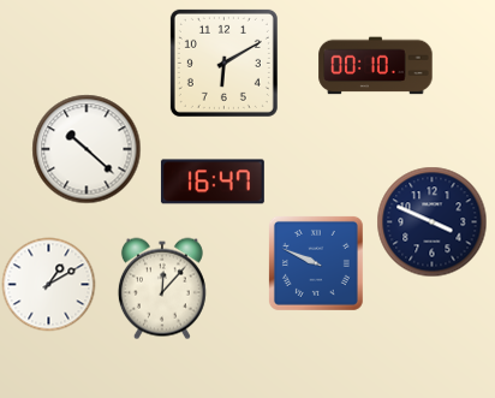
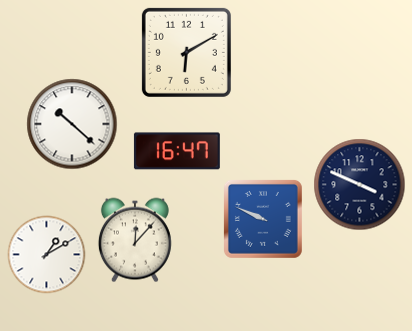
clock at (376, 66): 00:10 -> none
clock at (48, 284) position: (48, 284) -> (46, 254)
